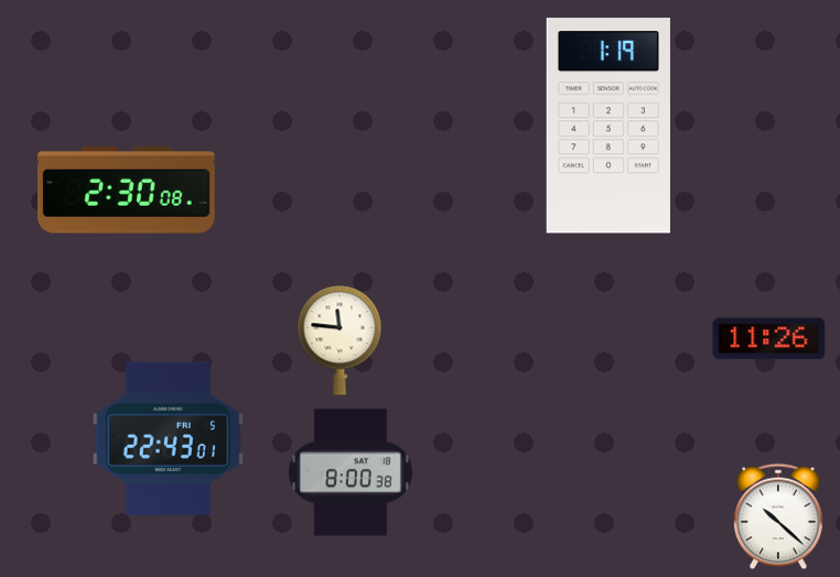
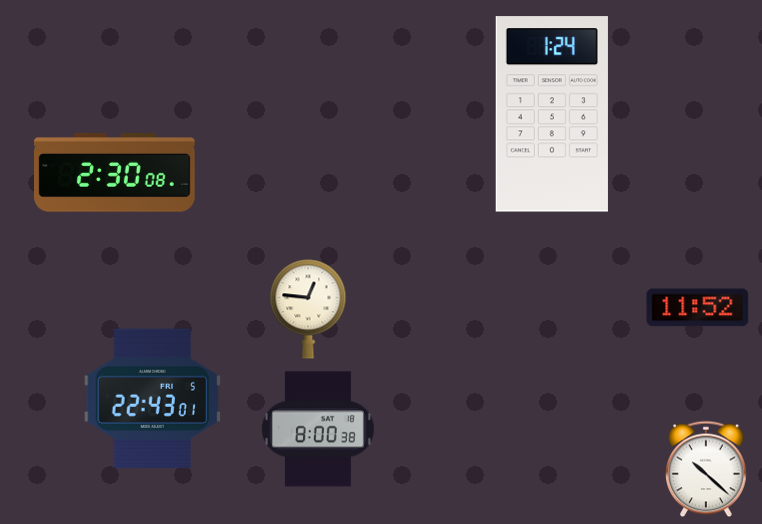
clock at (609, 126): 1:19 -> 1:24
clock at (769, 339): 11:26 -> 11:52
clock at (340, 340): 11:46 -> 12:46
